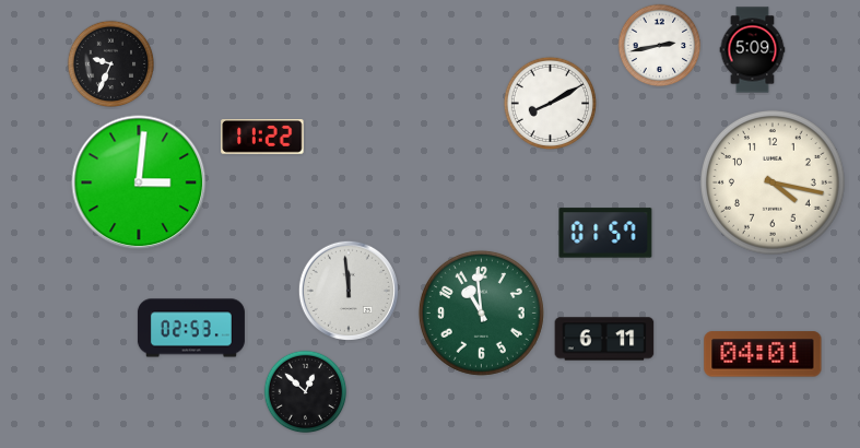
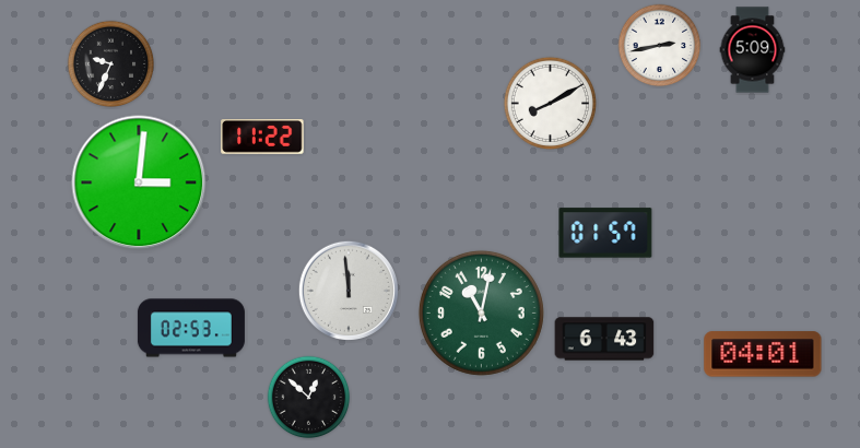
clock at (774, 184): 4:17 -> none
clock at (481, 313): 10:59 -> 11:02
clock at (604, 339): 6:11 -> 6:43
clock at (306, 392) position: (306, 392) -> (309, 398)
